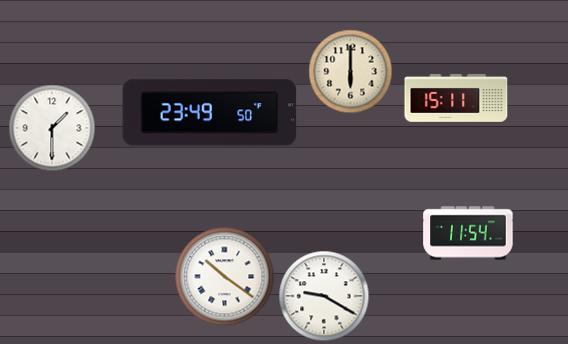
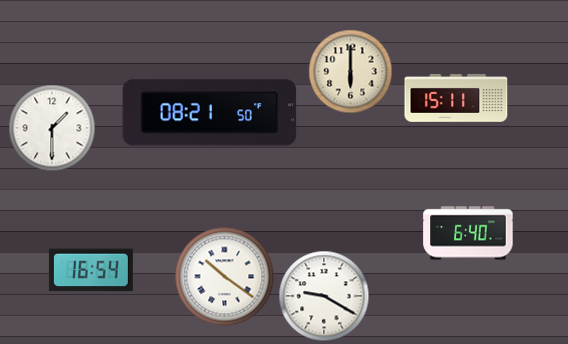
clock at (210, 113): 23:49 -> 08:21
clock at (468, 233): 11:54 -> 6:40
clock at (91, 270): none -> 16:54
